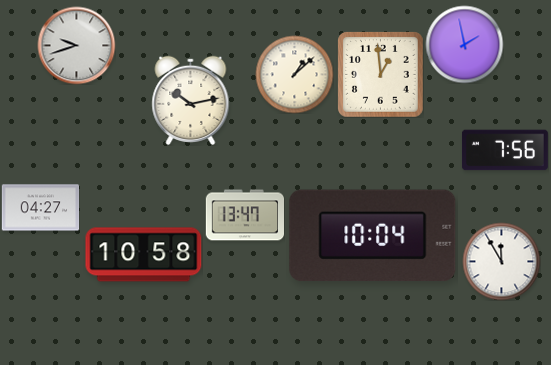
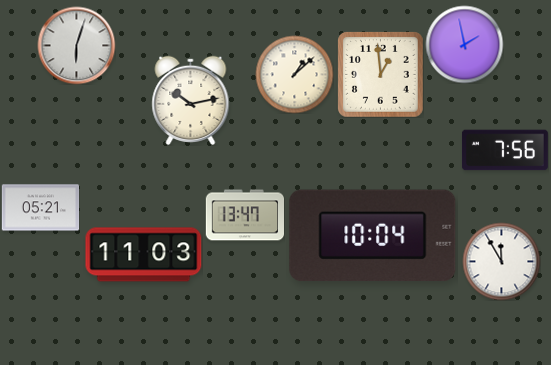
clock at (76, 45): 9:42 -> 6:03
clock at (40, 208): 04:27 -> 05:21
clock at (144, 255): 10:58 -> 11:03
